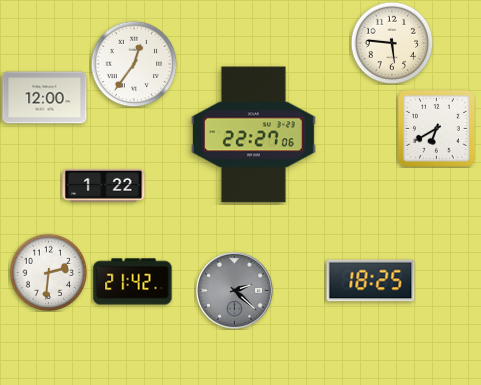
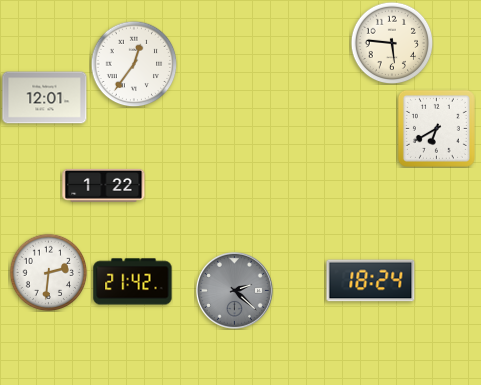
clock at (45, 98): 12:00 -> 12:01
clock at (253, 135): 22:27 -> none
clock at (371, 281): 18:25 -> 18:24
